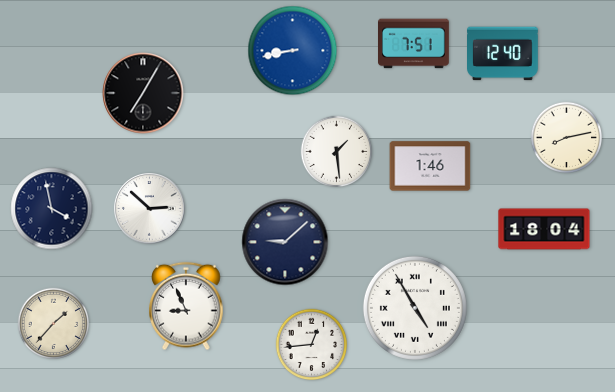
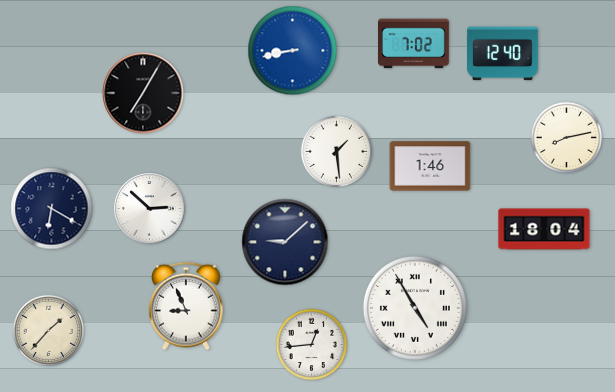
clock at (414, 44): 7:51 -> 7:02
clock at (52, 209): 3:58 -> 6:20
clock at (54, 324) position: (54, 324) -> (49, 331)
